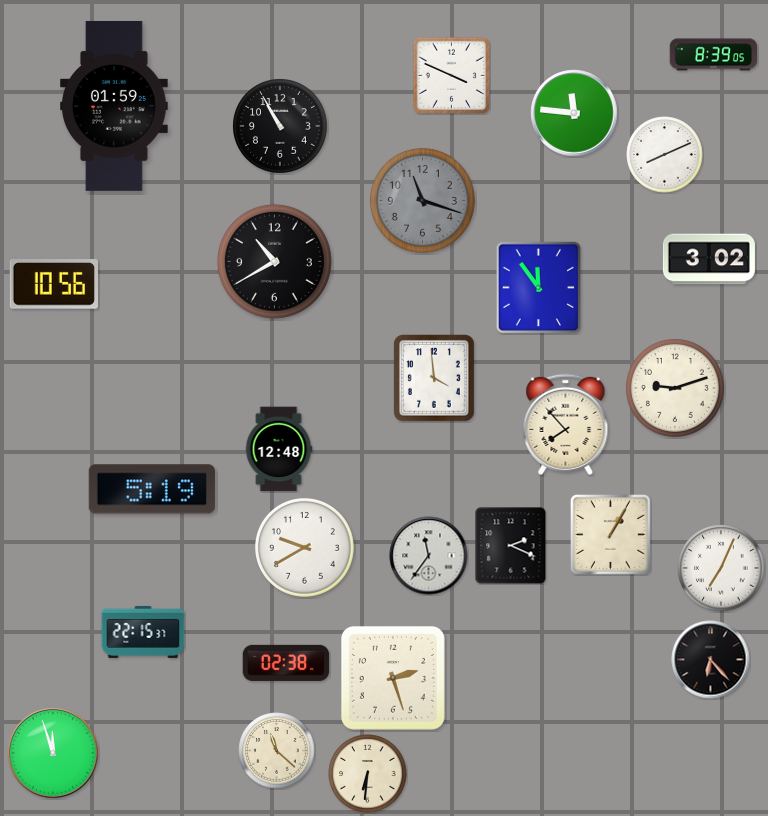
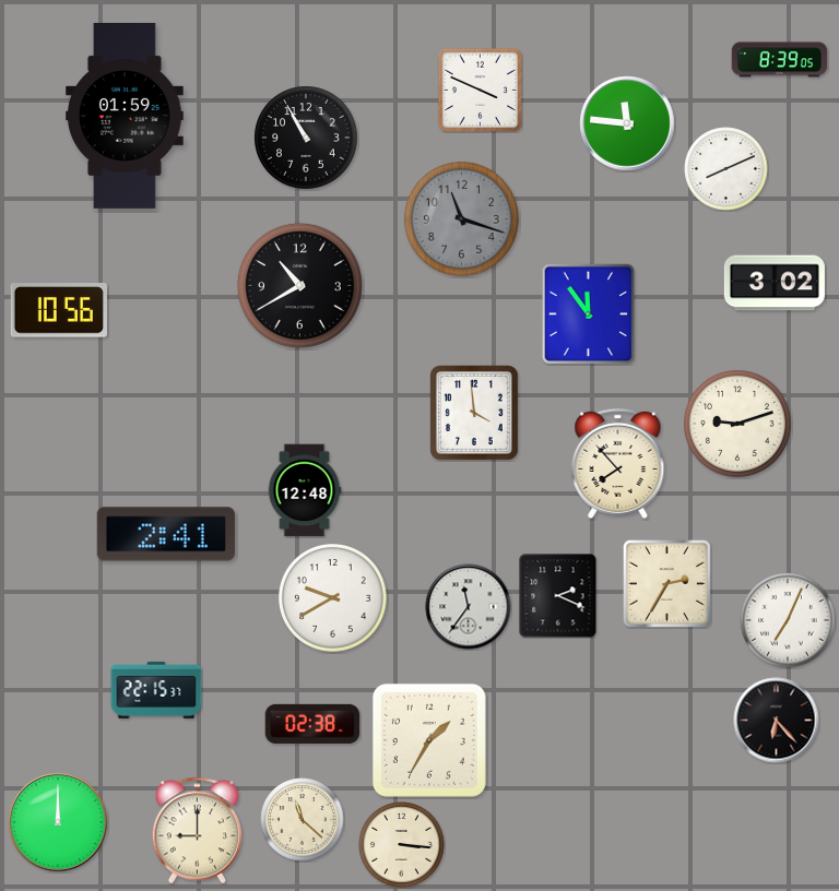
clock at (451, 75) position: (451, 75) -> (480, 90)
clock at (152, 489): 5:19 -> 2:41
clock at (610, 534): 1:05 -> 2:35
clock at (393, 678): 2:27 -> 1:35
clock at (54, 754): 11:57 -> 12:00
clock at (197, 831): none -> 9:00
clock at (368, 774): 6:31 -> 3:16
